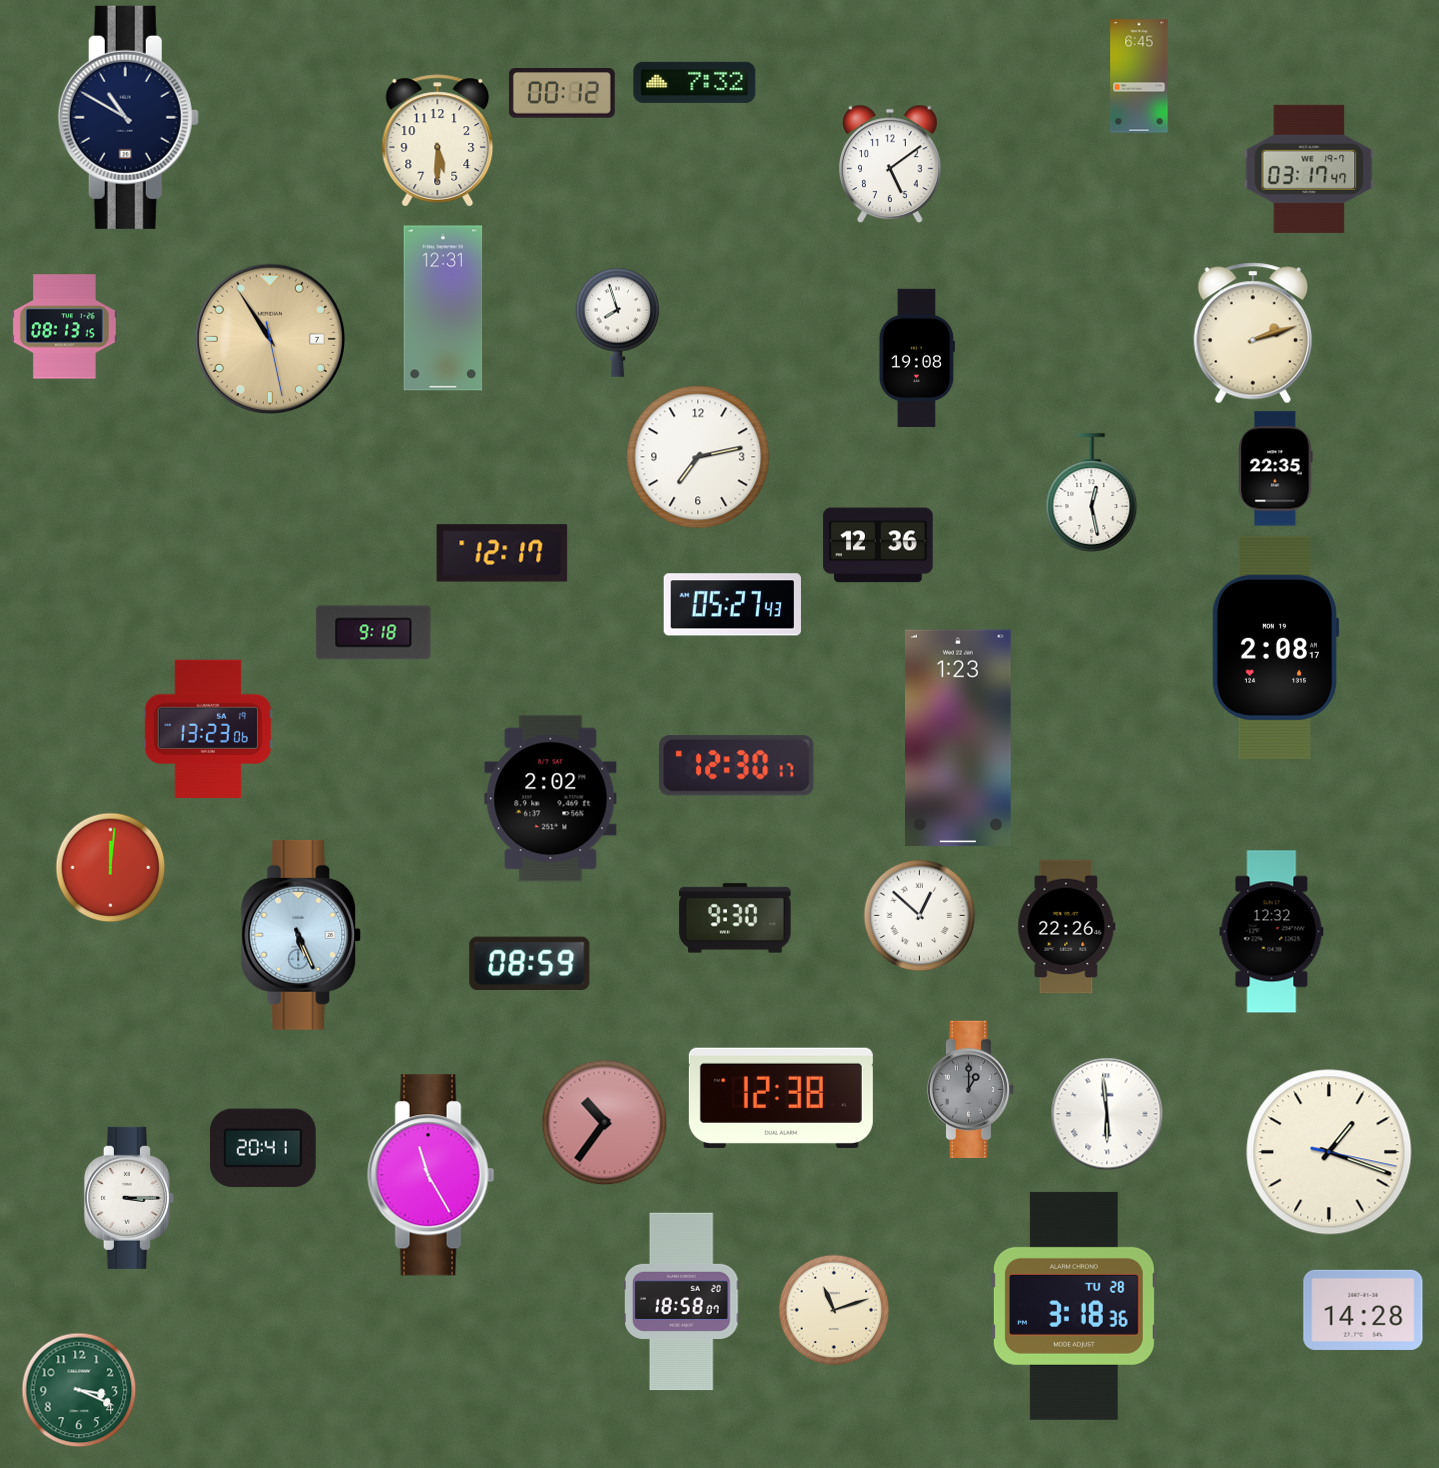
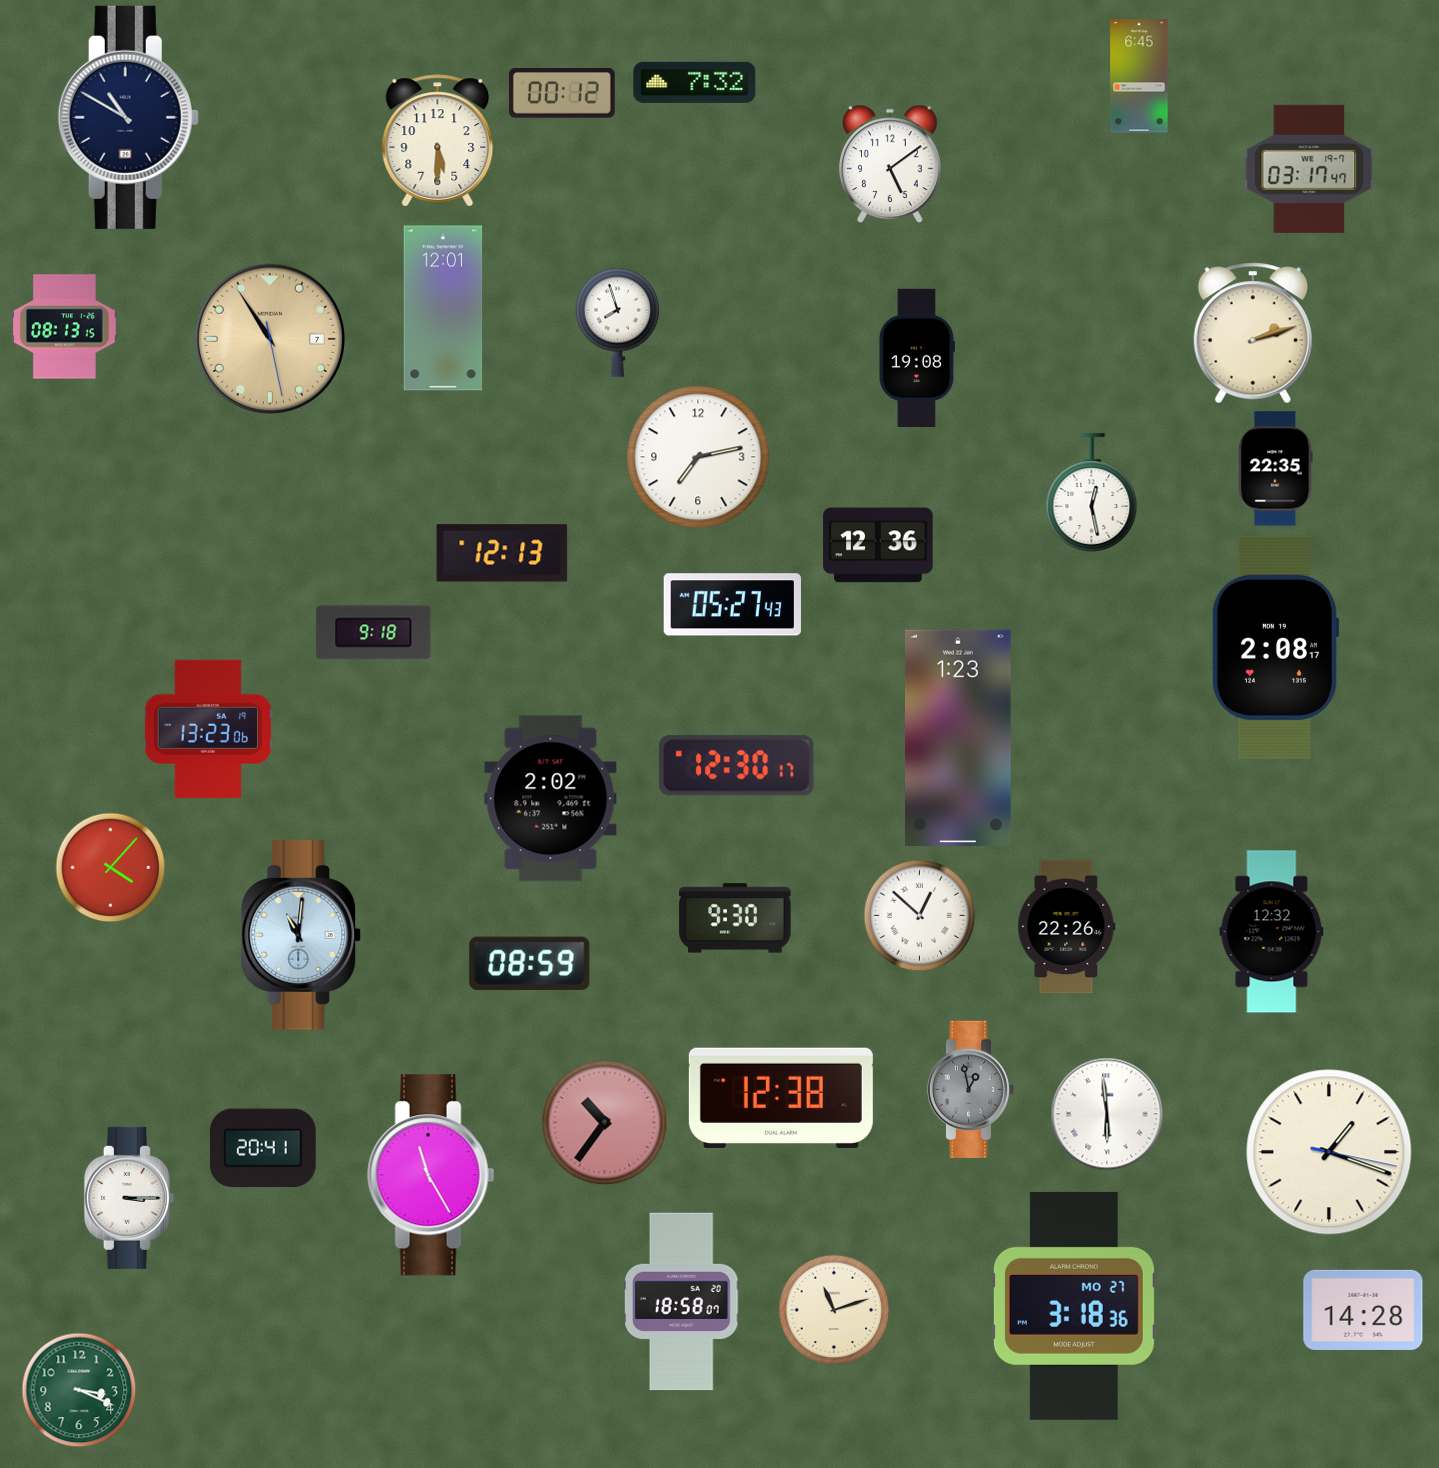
clock at (443, 308): 12:31 -> 12:01
clock at (502, 553): 12:17 -> 12:13
clock at (111, 868): 12:01 -> 4:07
clock at (301, 935): 5:26 -> 11:01
clock at (971, 1089): 1:00 -> 12:58
clock at (1074, 1306) date: TU 28 -> MO 27
